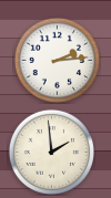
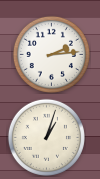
clock at (51, 152): 1:59 -> 1:03
